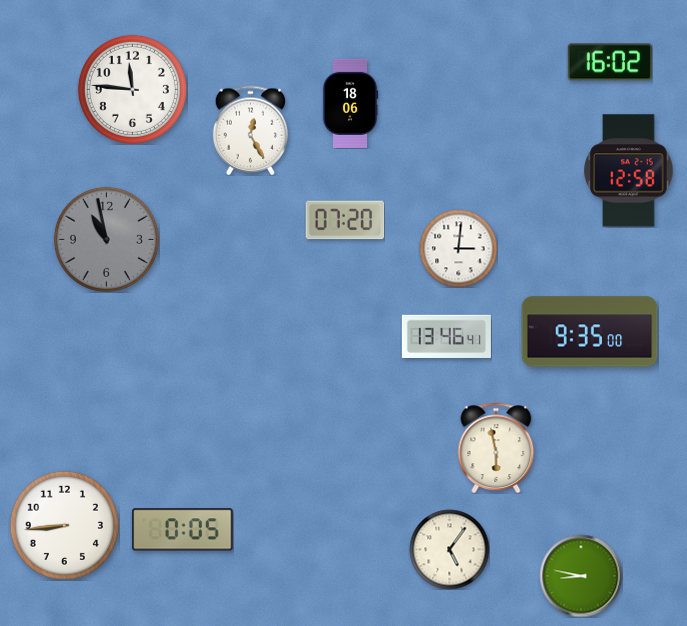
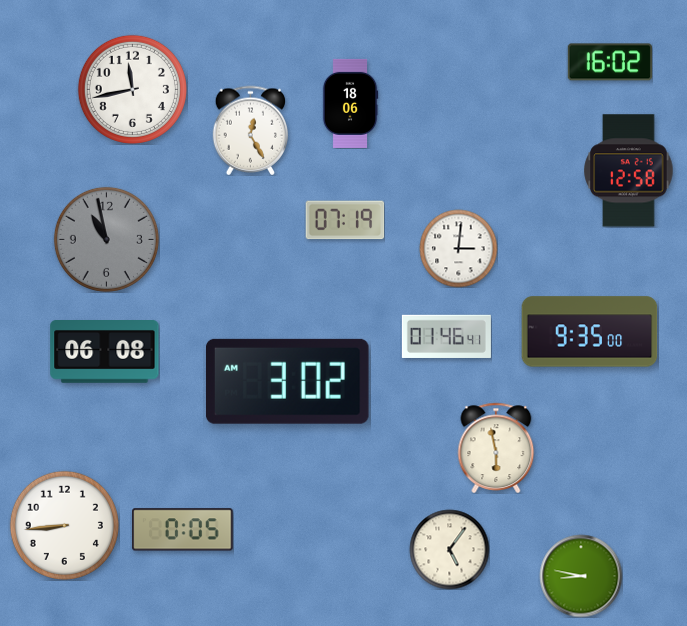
clock at (132, 89): 11:46 -> 11:43
clock at (345, 220): 07:20 -> 07:19
clock at (446, 336): 13:46 -> 01:46
clock at (105, 352): none -> 06:08
clock at (287, 381): none -> 3:02
